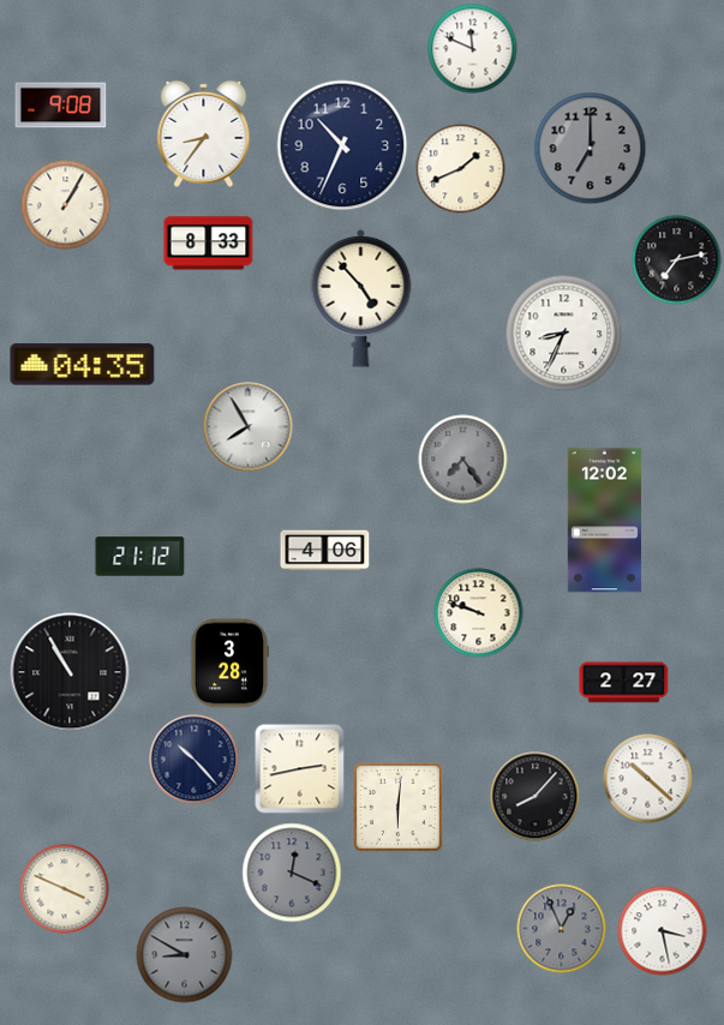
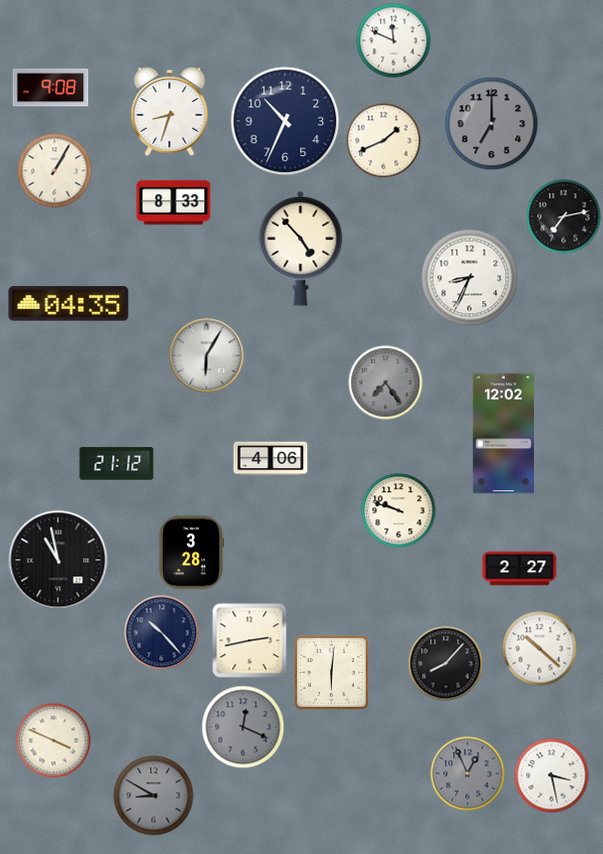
clock at (204, 133): 8:36 -> 8:33
clock at (249, 427): 7:55 -> 6:05
clock at (70, 672): 10:55 -> 10:58
